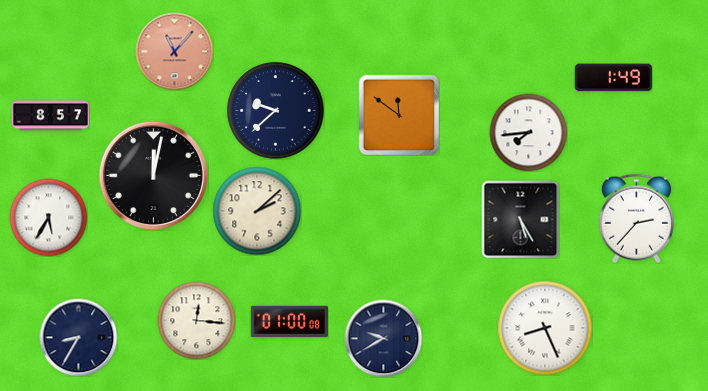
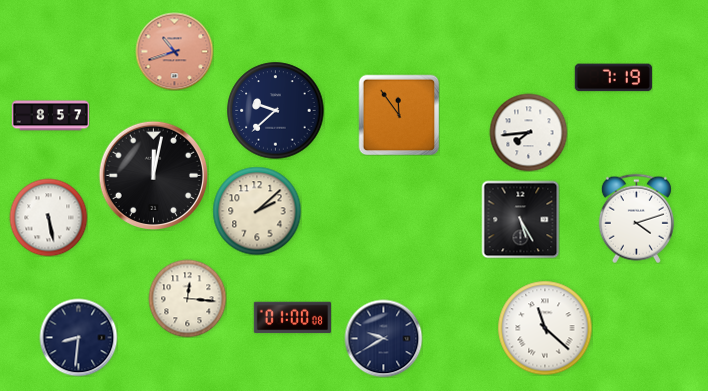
clock at (174, 51): 11:07 -> 10:42
clock at (613, 78): 1:49 -> 7:19
clock at (399, 115): 11:51 -> 11:54
clock at (48, 217): 5:35 -> 5:28
clock at (636, 218): 2:37 -> 4:12
clock at (196, 320) position: (196, 320) -> (187, 298)
clock at (289, 322) position: (289, 322) -> (292, 318)
clock at (545, 328): 8:26 -> 11:22
clock at (78, 337): 8:35 -> 8:31
